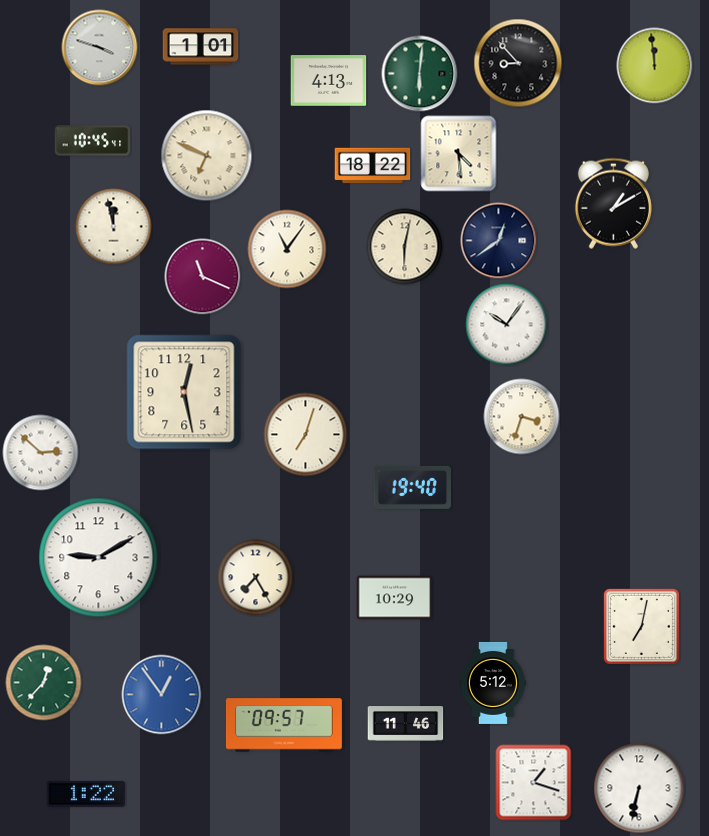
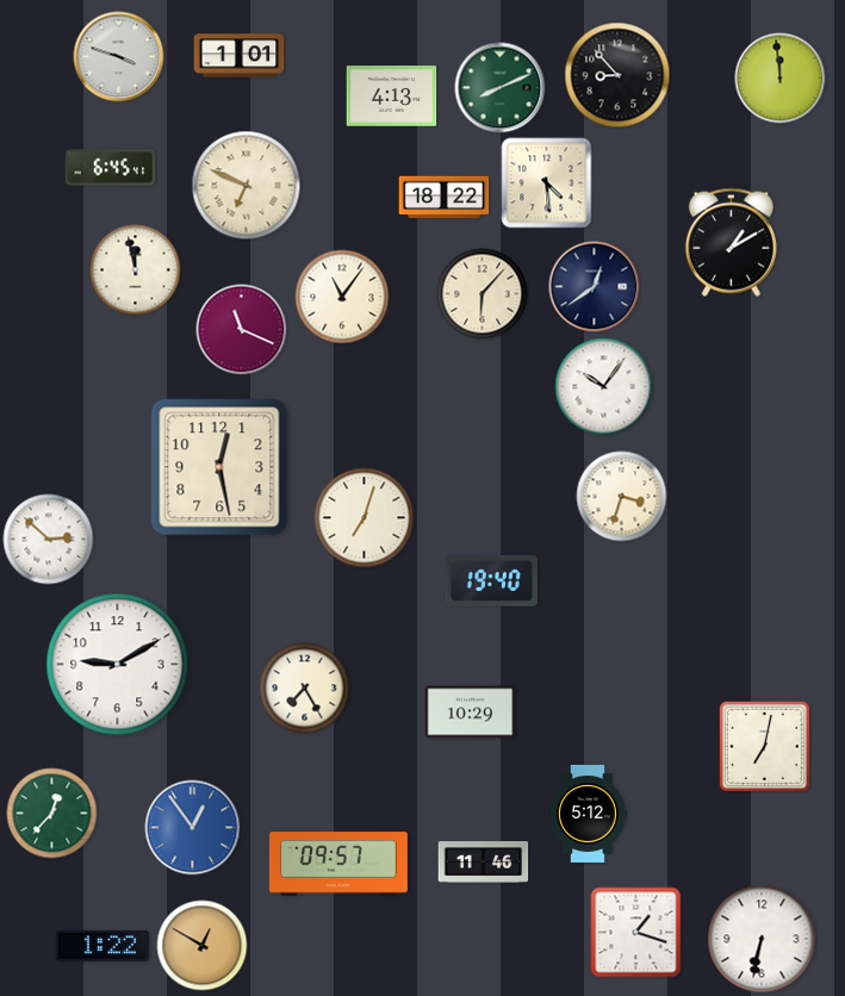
clock at (420, 74): 6:01 -> 8:11
clock at (93, 141): 10:45 -> 6:45
clock at (405, 247): 6:02 -> 6:07
clock at (203, 946): none -> 12:50
